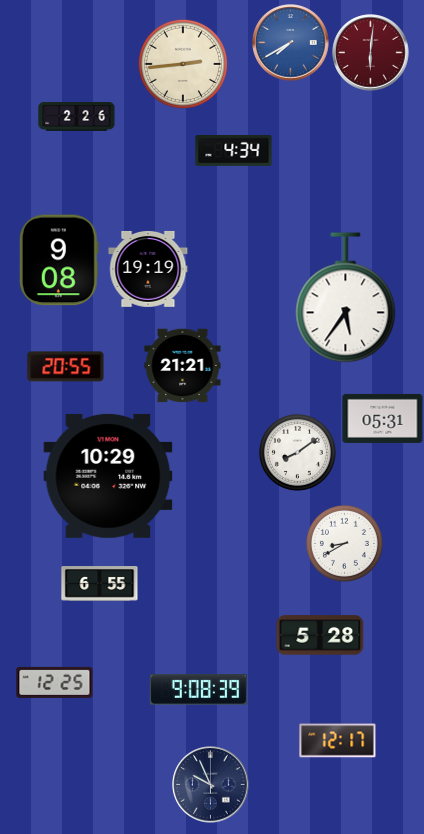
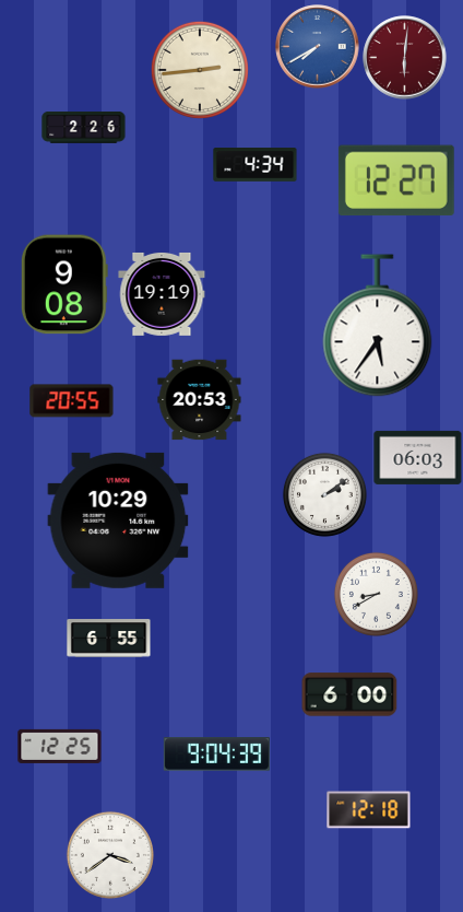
clock at (396, 180): none -> 12:27
clock at (183, 366): 21:21 -> 20:53
clock at (383, 418): 05:31 -> 06:03
clock at (297, 452): 8:09 -> 2:09
clock at (320, 635): 5:28 -> 6:00
clock at (198, 690): 9:08 -> 9:04
clock at (338, 741): 12:17 -> 12:18
clock at (110, 855): none -> 3:39
clock at (211, 785): 9:56 -> none
